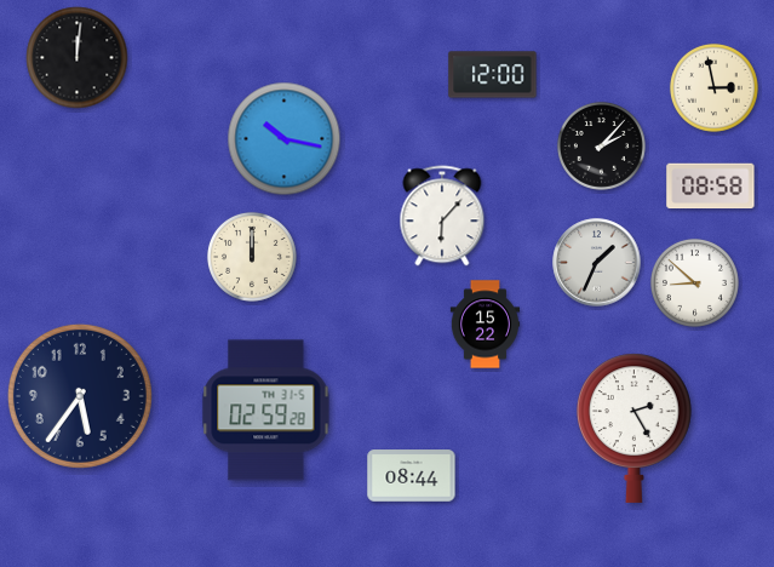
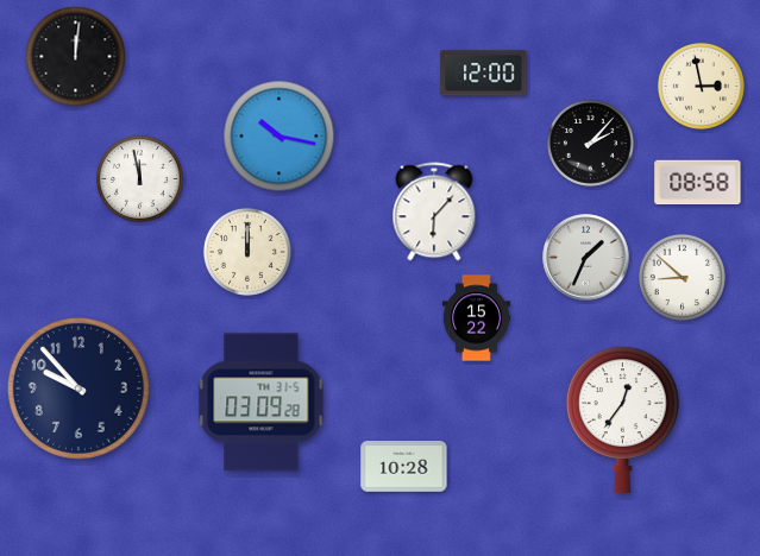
clock at (139, 178): none -> 11:58
clock at (80, 396): 5:36 -> 9:53
clock at (266, 411): 02:59 -> 03:09
clock at (633, 428): 2:25 -> 12:36
clock at (412, 476): 08:44 -> 10:28
